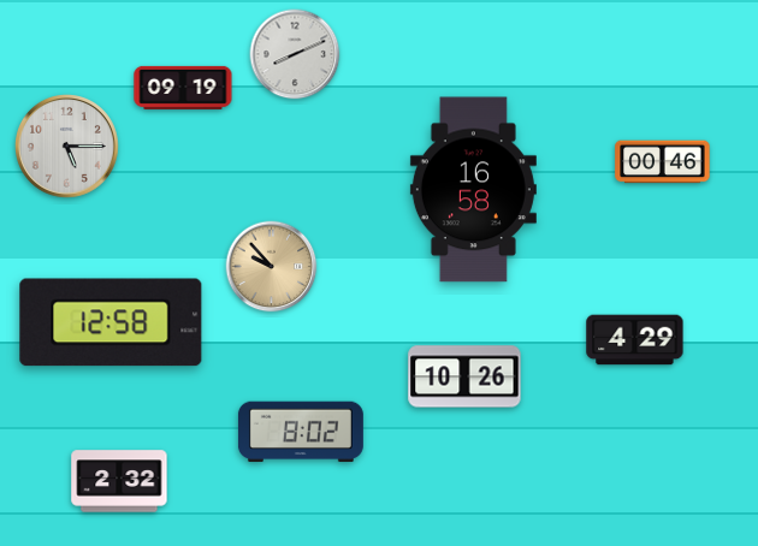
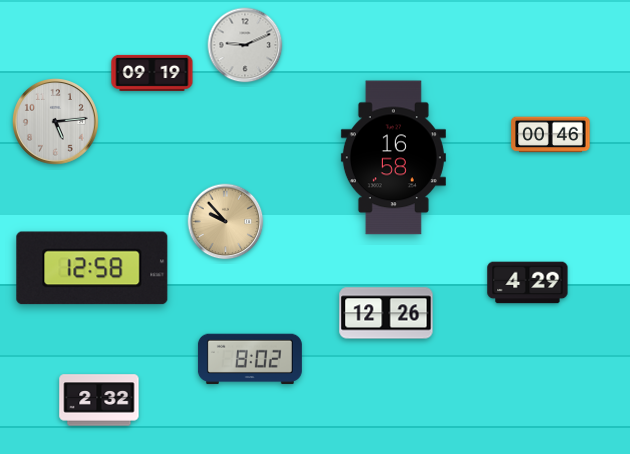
clock at (295, 54): 8:11 -> 9:11
clock at (67, 147): 5:15 -> 5:14
clock at (464, 376): 10:26 -> 12:26
